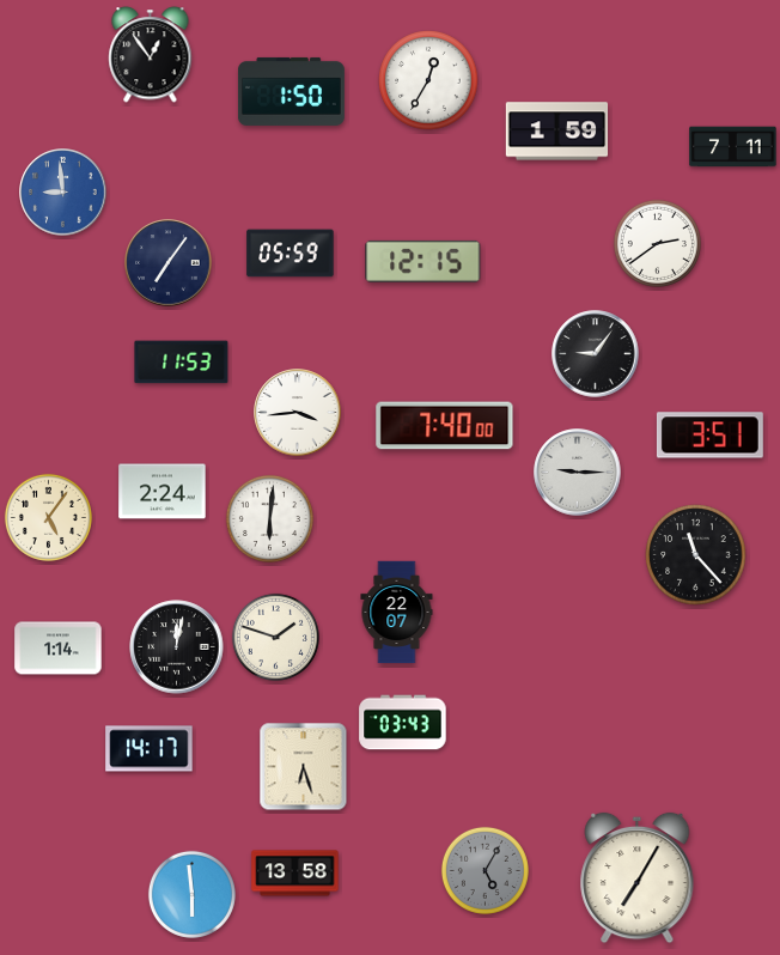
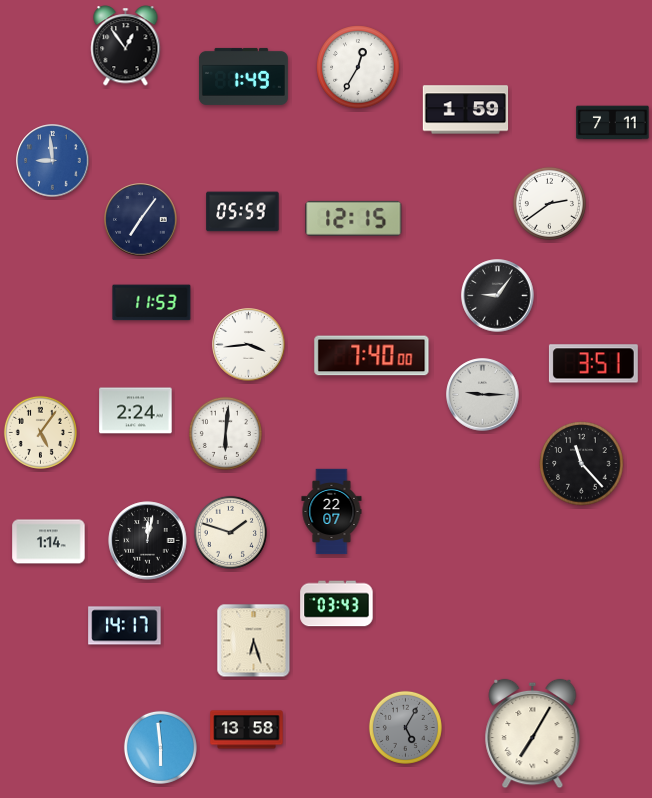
clock at (291, 91): 1:50 -> 1:49
